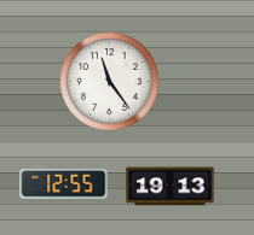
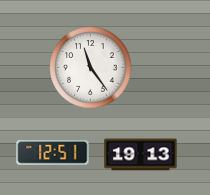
clock at (64, 184): 12:55 -> 12:51
